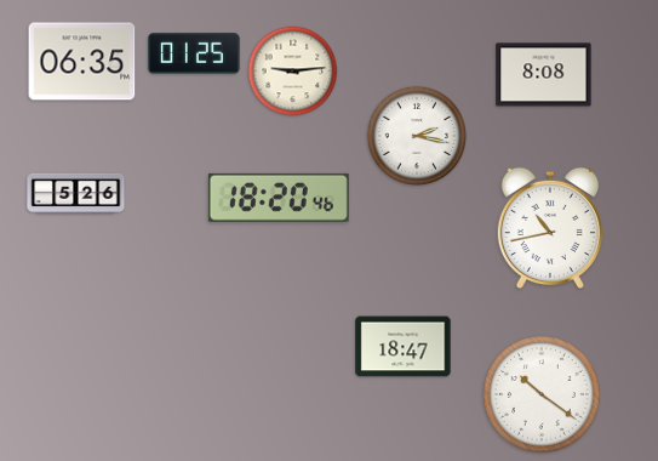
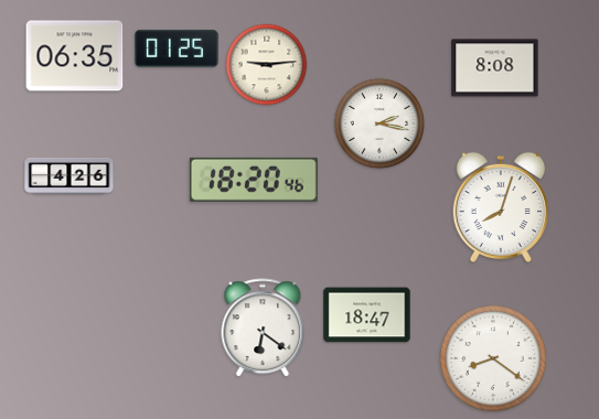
clock at (76, 193): 5:26 -> 4:26
clock at (550, 228): 10:43 -> 8:03
clock at (263, 329): none -> 6:21
clock at (543, 395): 10:21 -> 8:21
